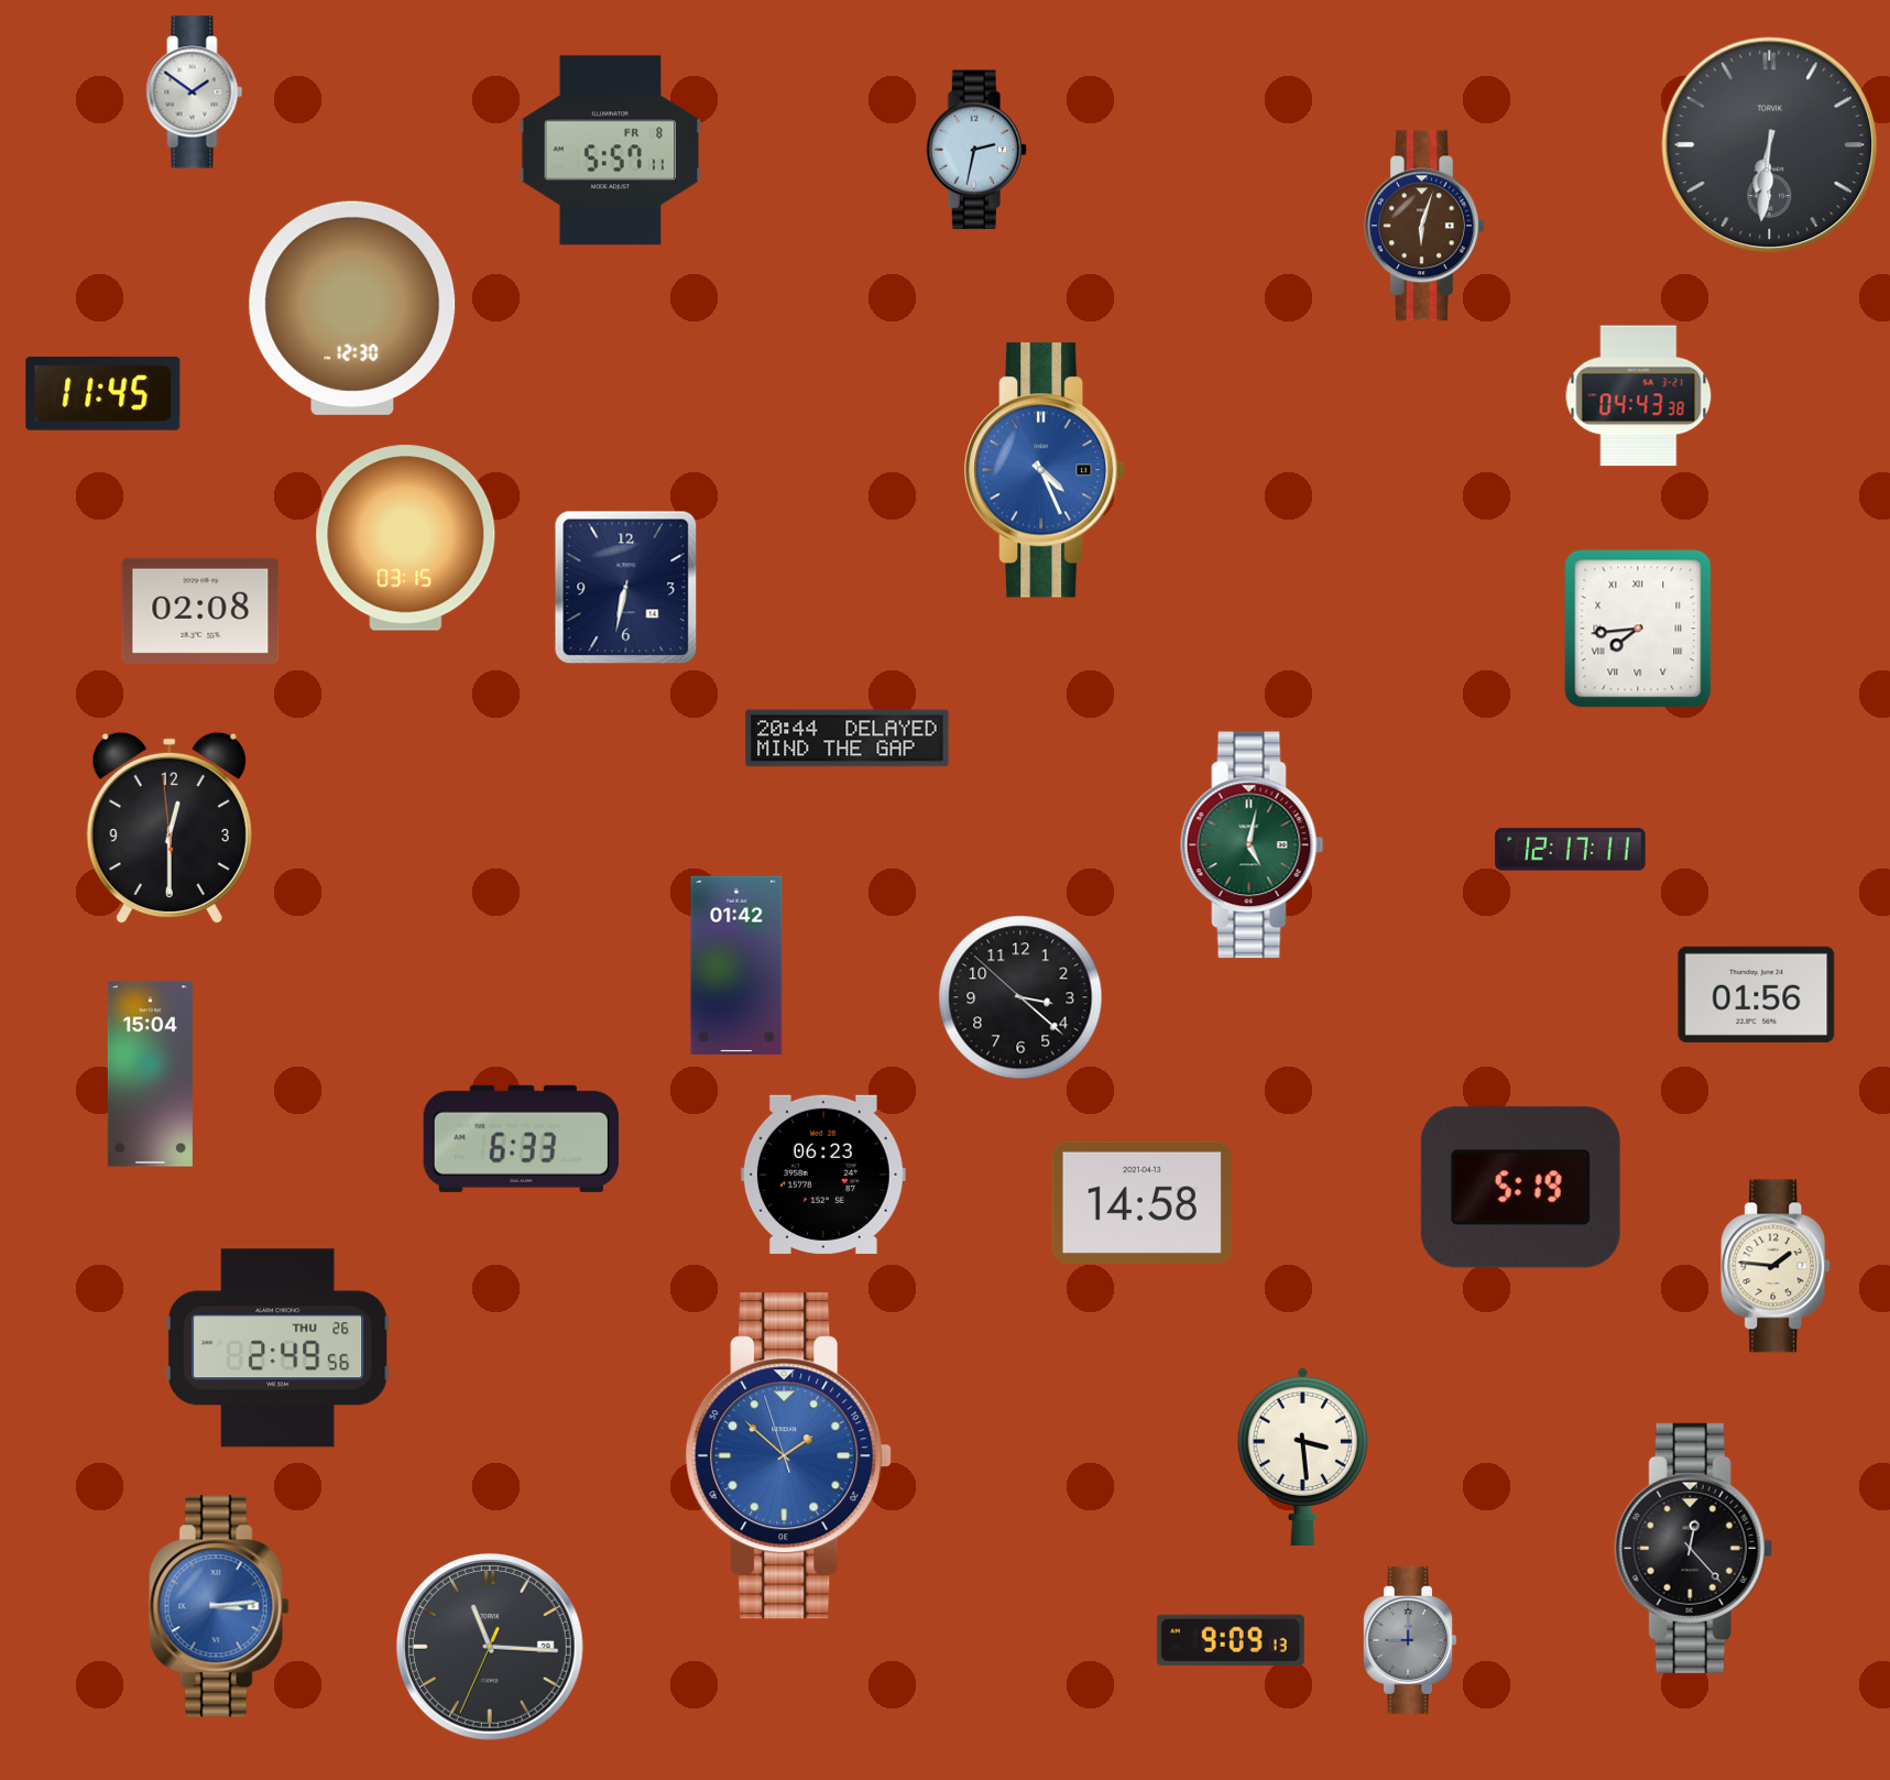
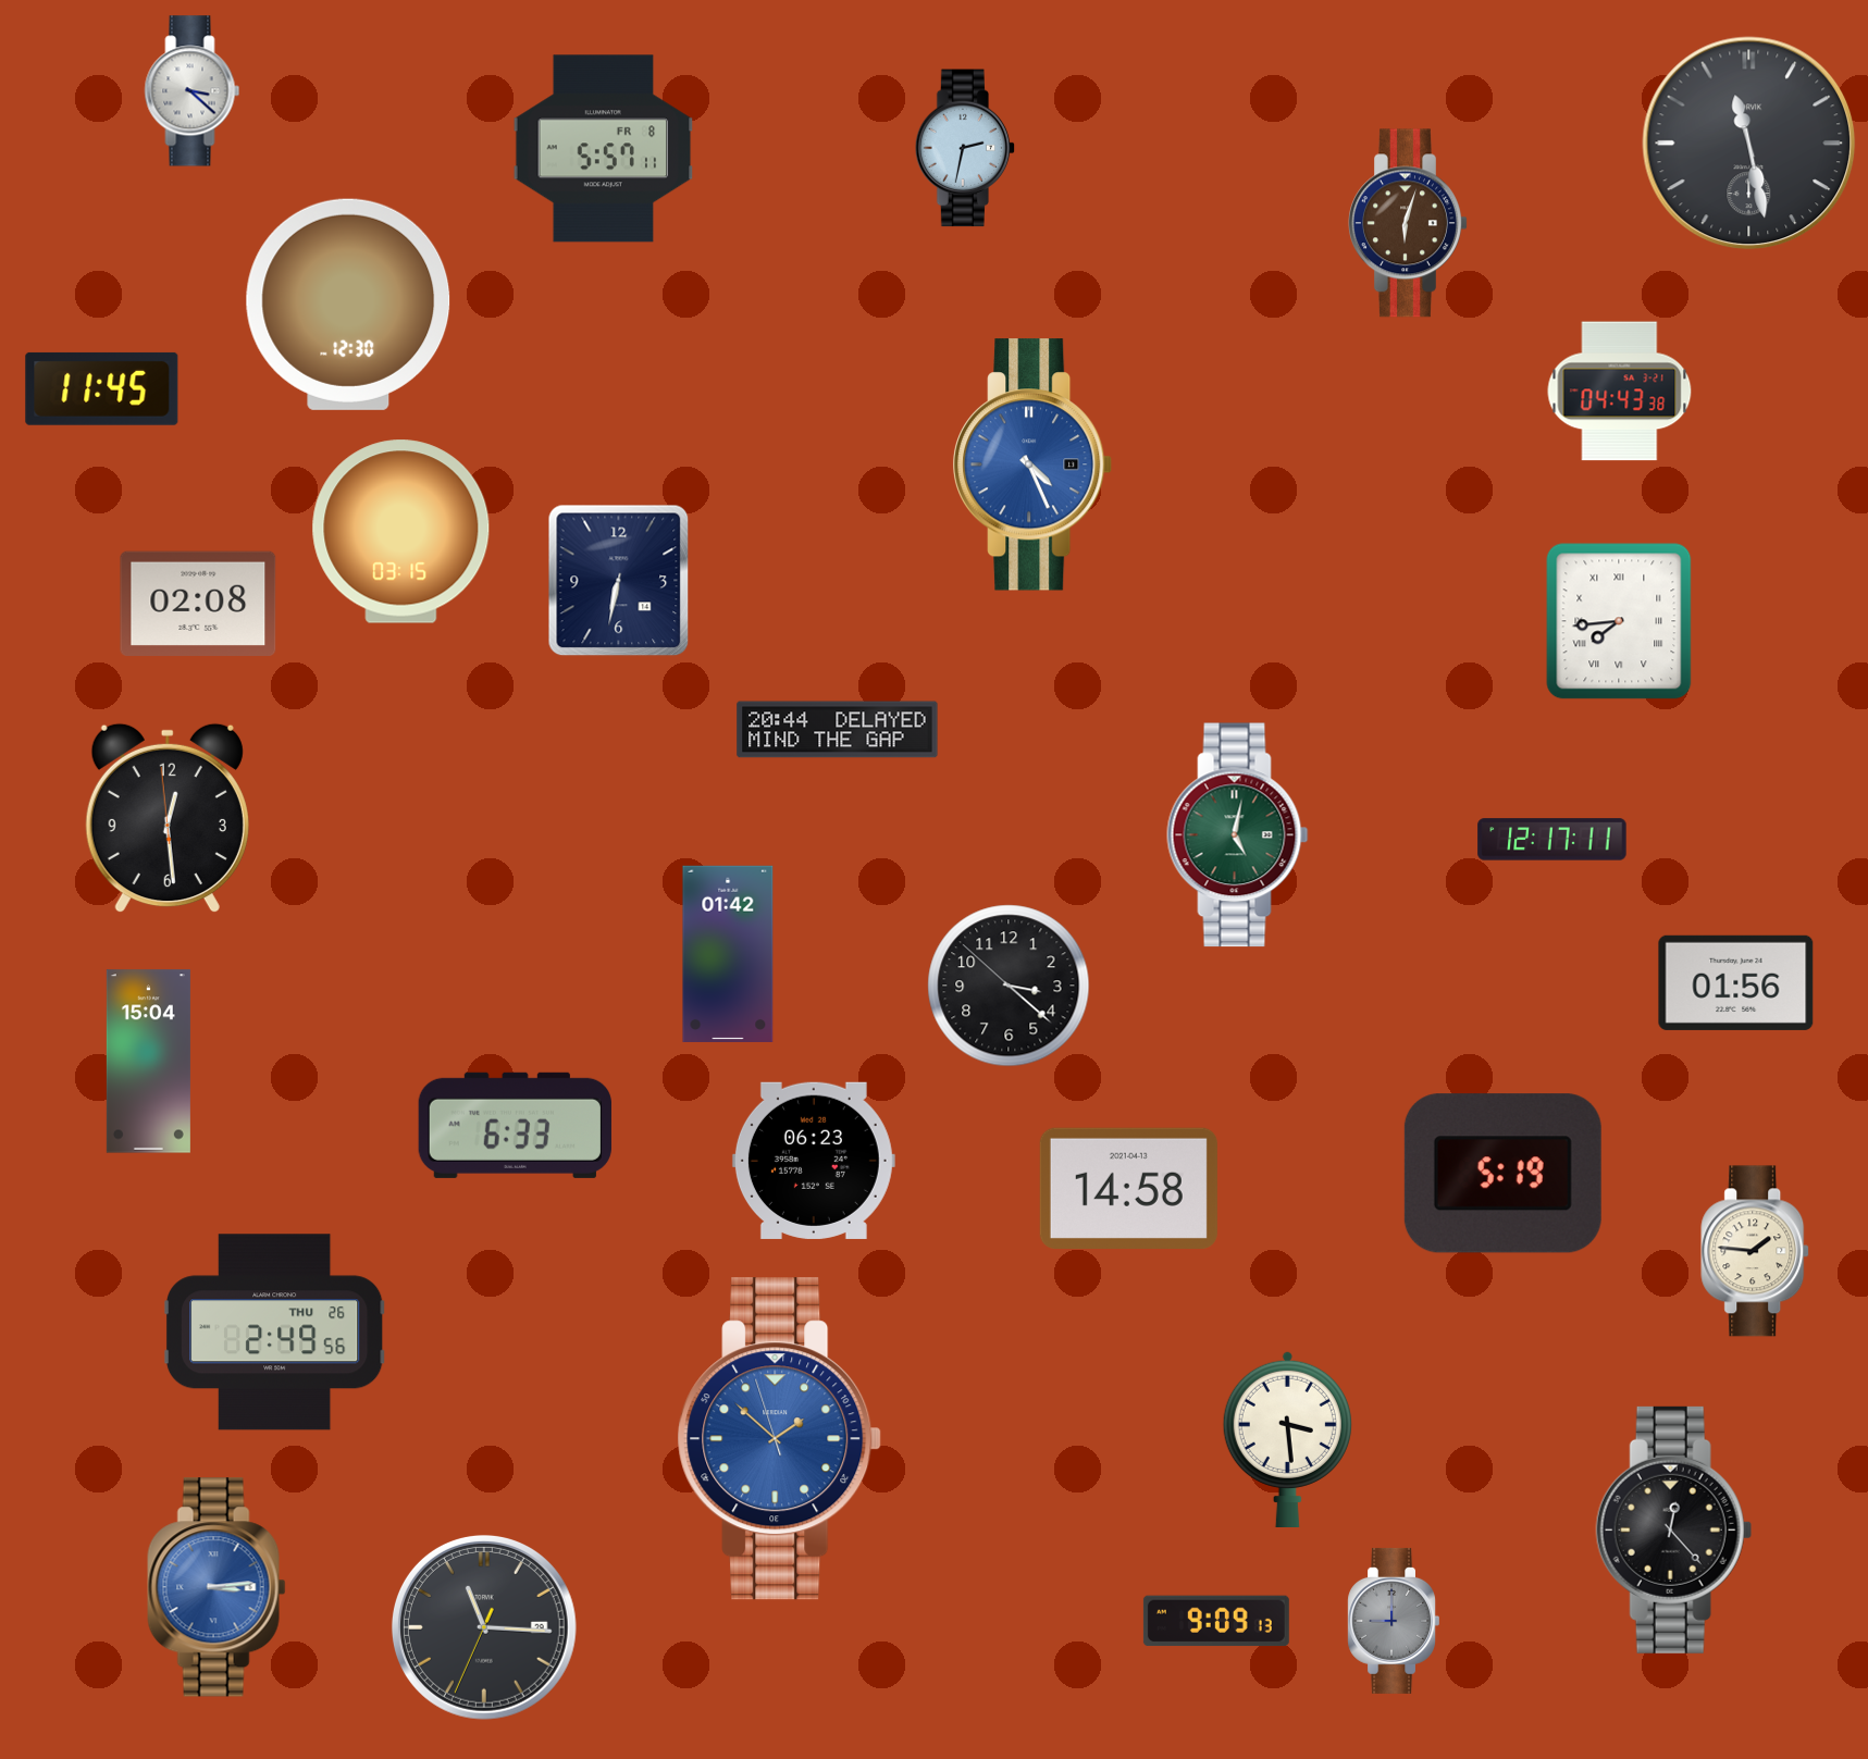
clock at (195, 92): 1:51 -> 3:22
clock at (1770, 145): 6:31 -> 11:28
clock at (170, 828): 12:29 -> 12:28
